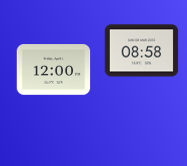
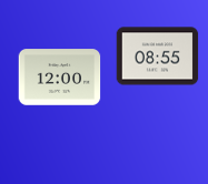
clock at (142, 51): 08:58 -> 08:55
